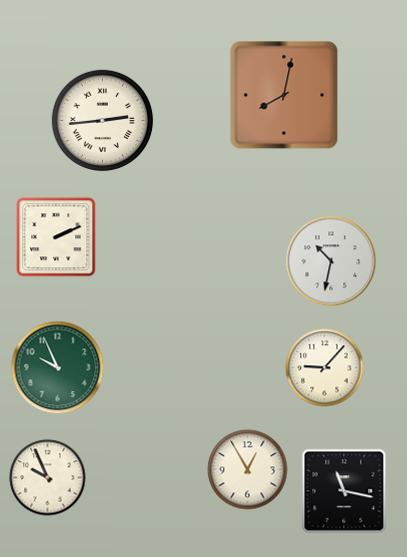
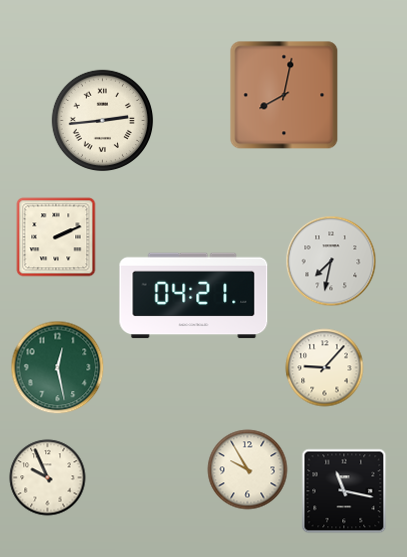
clock at (331, 261): 10:32 -> 7:32
clock at (194, 296): none -> 04:21
clock at (58, 368): 9:56 -> 12:28
clock at (248, 470): 12:55 -> 9:55
